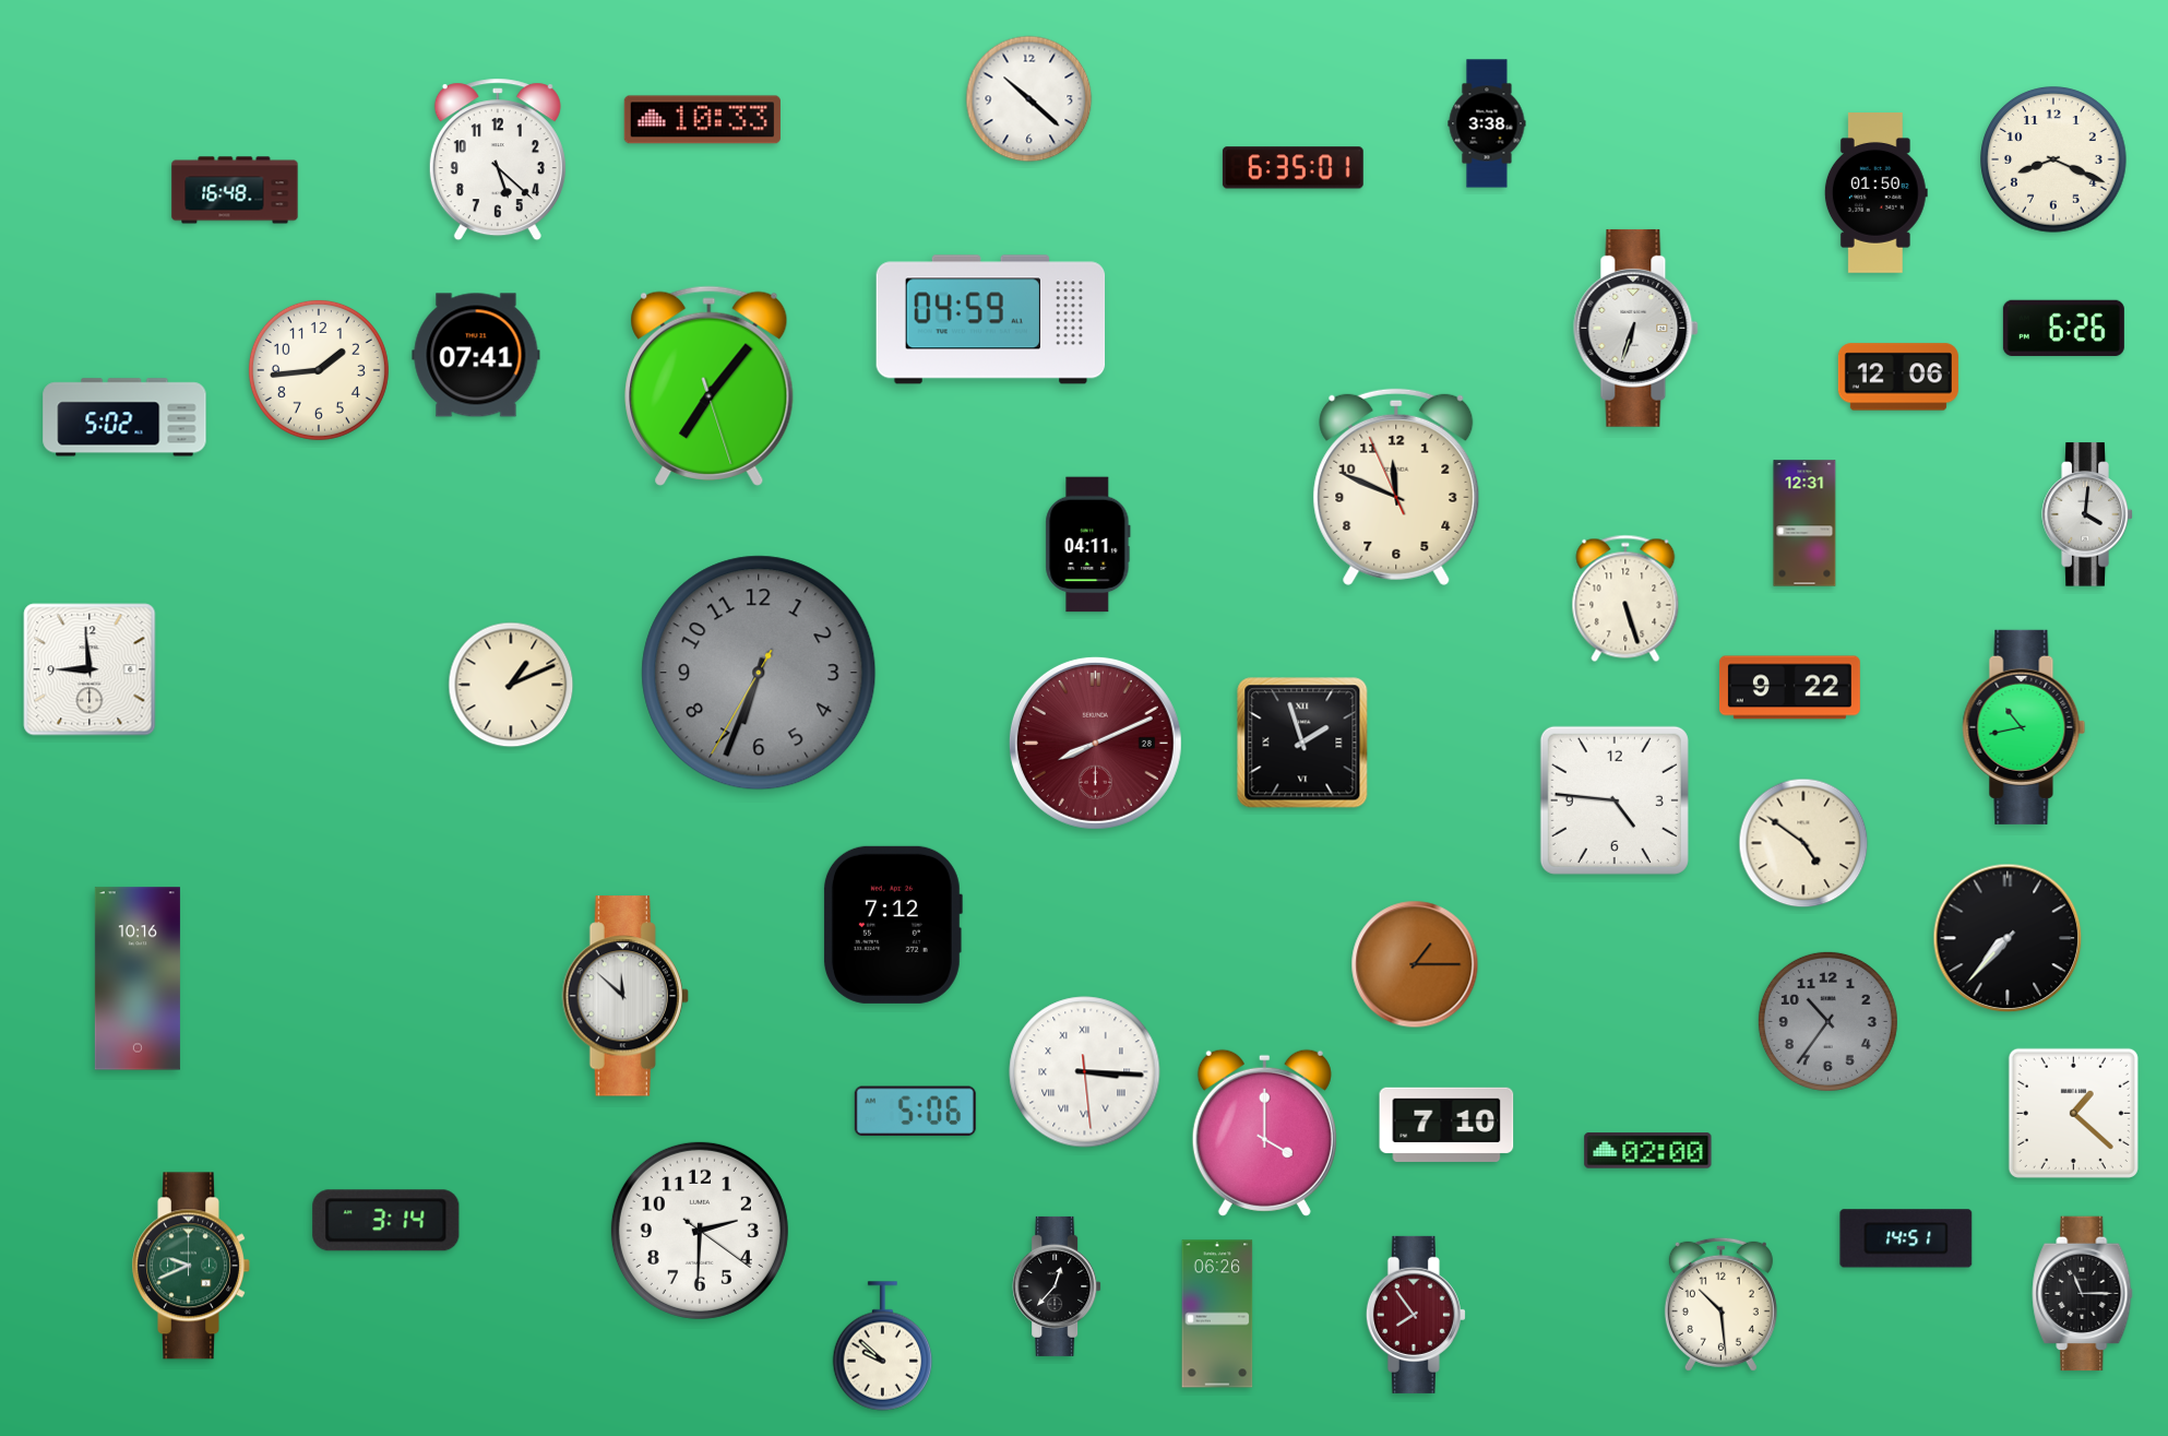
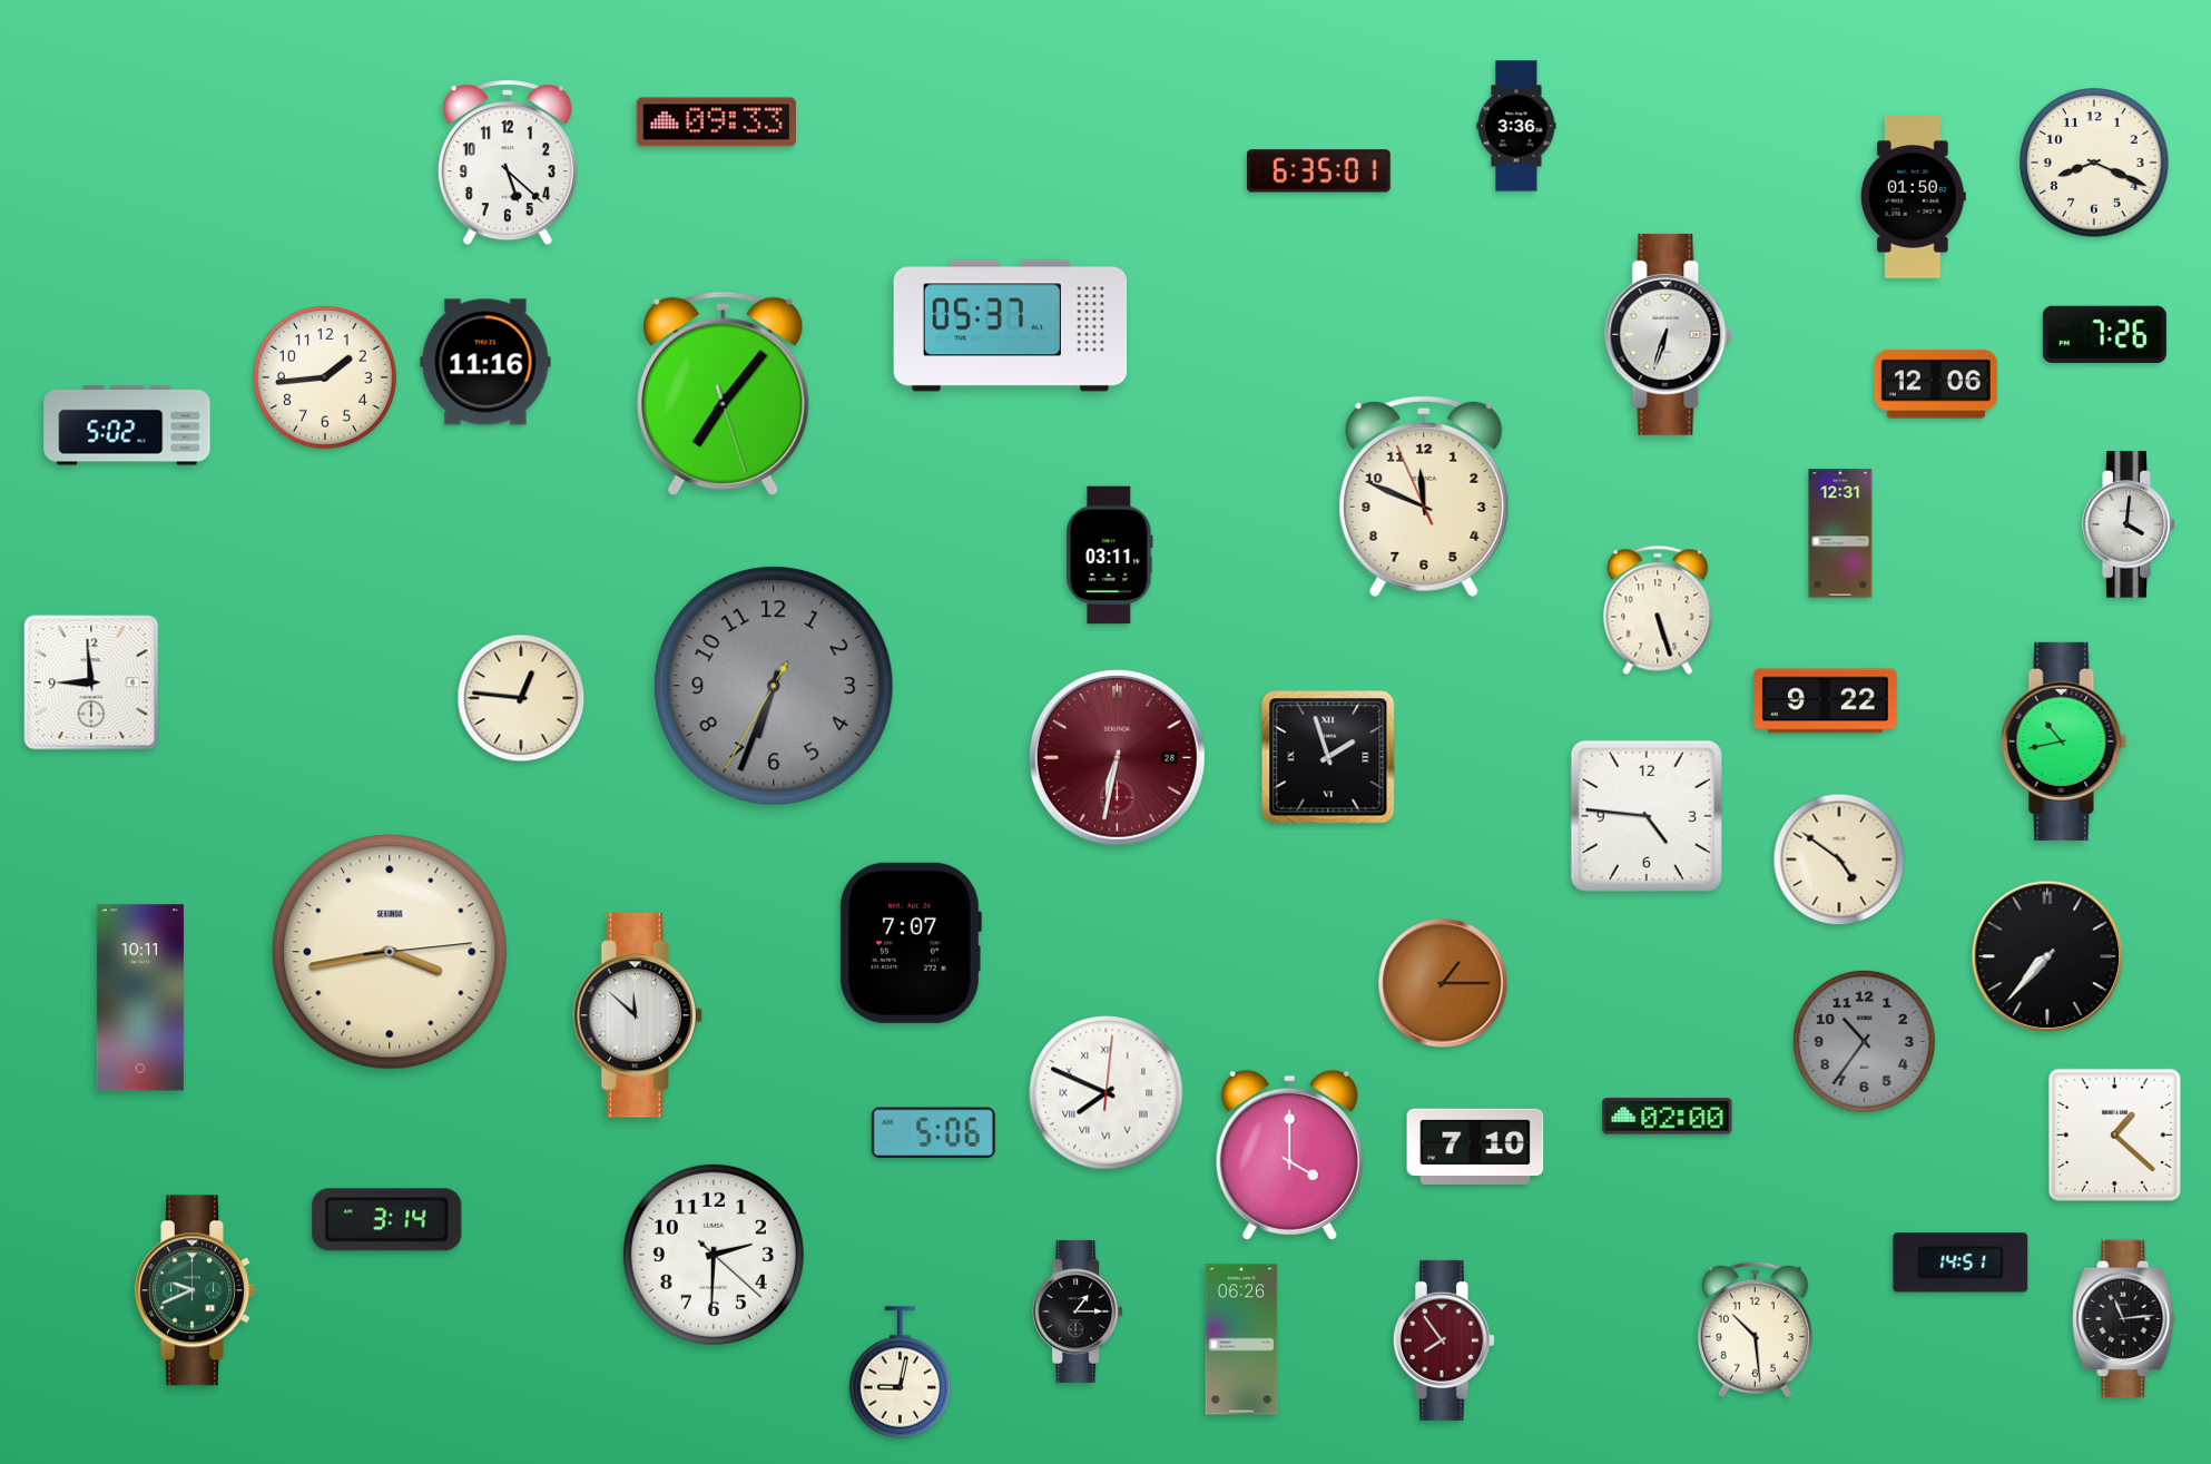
clock at (1029, 99): 10:22 -> none
clock at (702, 120): 10:33 -> 09:33
clock at (1487, 123): 3:38 -> 3:36
clock at (235, 190): 16:48 -> none
clock at (991, 320): 04:59 -> 05:37
clock at (2063, 328): 6:26 -> 7:26
clock at (476, 355): 07:41 -> 11:16
clock at (1088, 545): 04:11 -> 03:11
clock at (511, 685): 1:11 -> 12:46
clock at (1095, 743): 8:11 -> 6:32
clock at (892, 925): 7:12 -> 7:07
clock at (390, 952): none -> 3:43
clock at (138, 978): 10:16 -> 10:11
clock at (1085, 1072): 3:15 -> 7:49
clock at (1648, 1151) position: (1648, 1151) -> (1668, 1117)
clock at (386, 1221) position: (386, 1221) -> (387, 1220)
clock at (700, 1231): 2:30:21 -> 2:30:22
clock at (1906, 1238) position: (1906, 1238) -> (1961, 1262)
clock at (1057, 1286): 12:37 -> 1:15
clock at (2083, 1294): 11:15 -> 11:14
clock at (883, 1346): 9:52 -> 9:02
